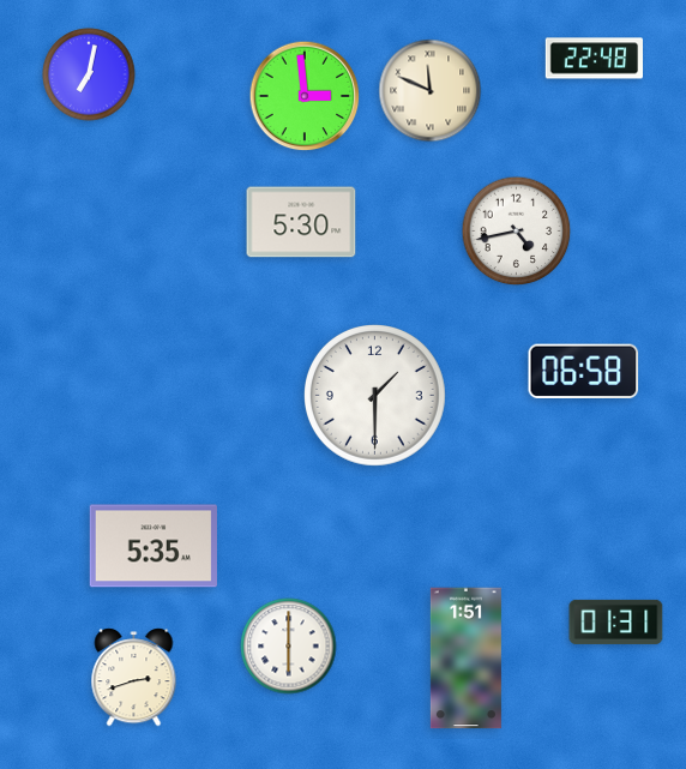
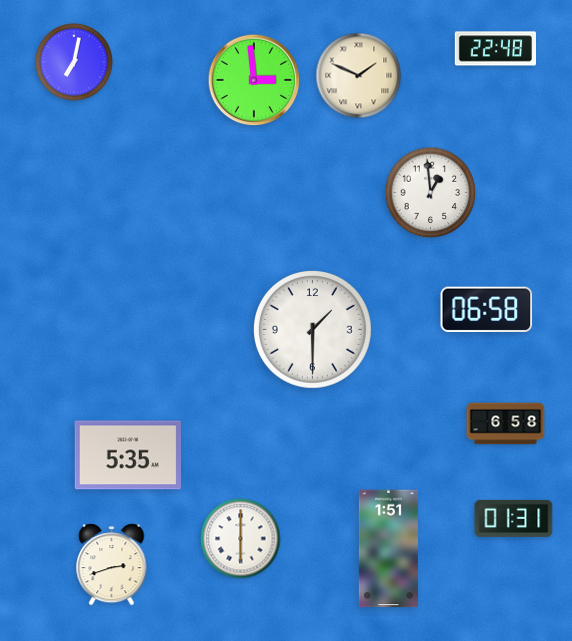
clock at (431, 91): 11:49 -> 1:49
clock at (301, 222): 5:30 -> none
clock at (517, 232): 4:43 -> 12:59
clock at (506, 424): none -> 6:58
